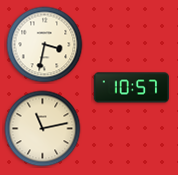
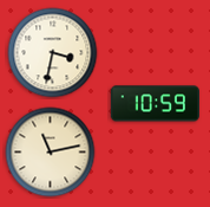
clock at (131, 88): 10:57 -> 10:59
